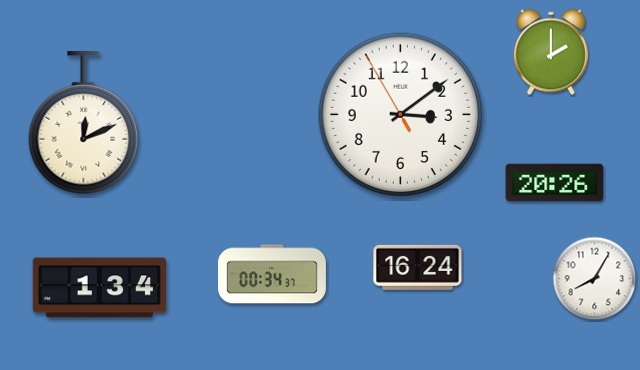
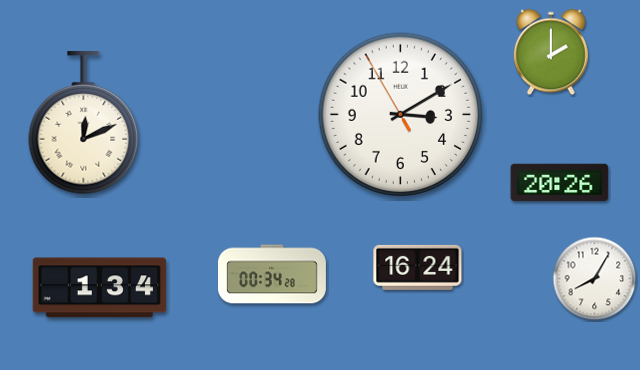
clock at (401, 115): 3:08 -> 3:09
clock at (555, 183) position: (555, 183) -> (560, 183)
clock at (272, 274): 00:34:37 -> 00:34:28
